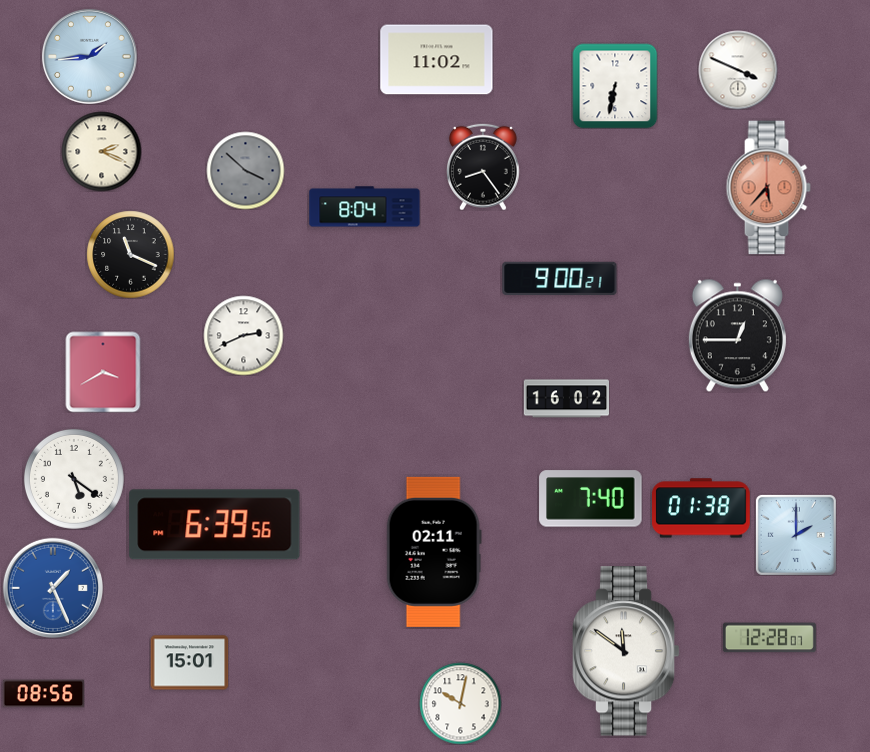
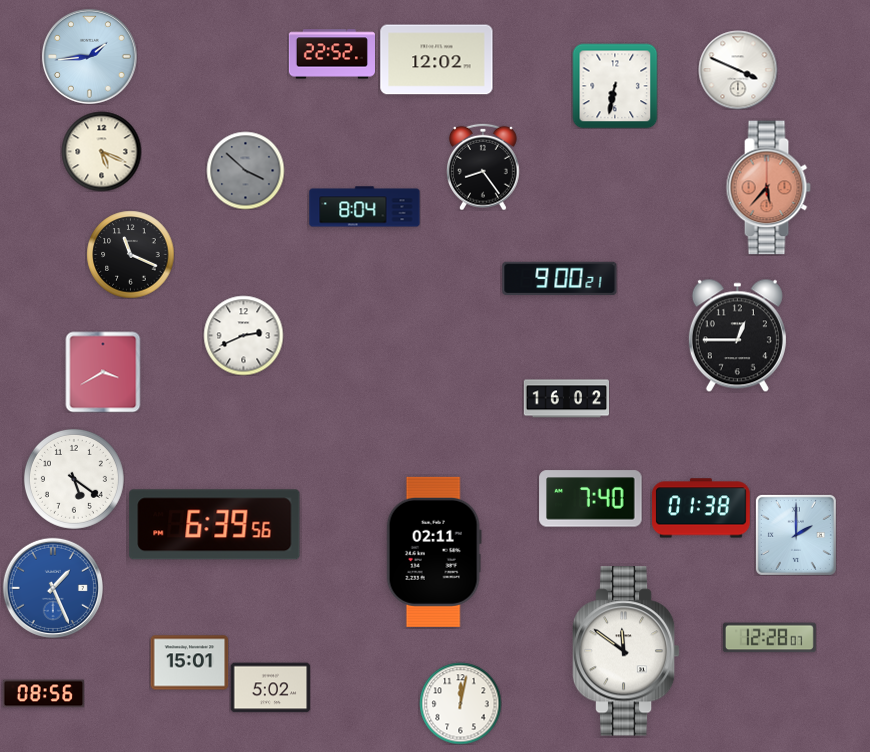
clock at (331, 54): none -> 22:52
clock at (437, 60): 11:02 -> 12:02
clock at (101, 151): 2:19 -> 5:19
clock at (270, 688): none -> 5:02
clock at (460, 703): 10:02 -> 12:02
